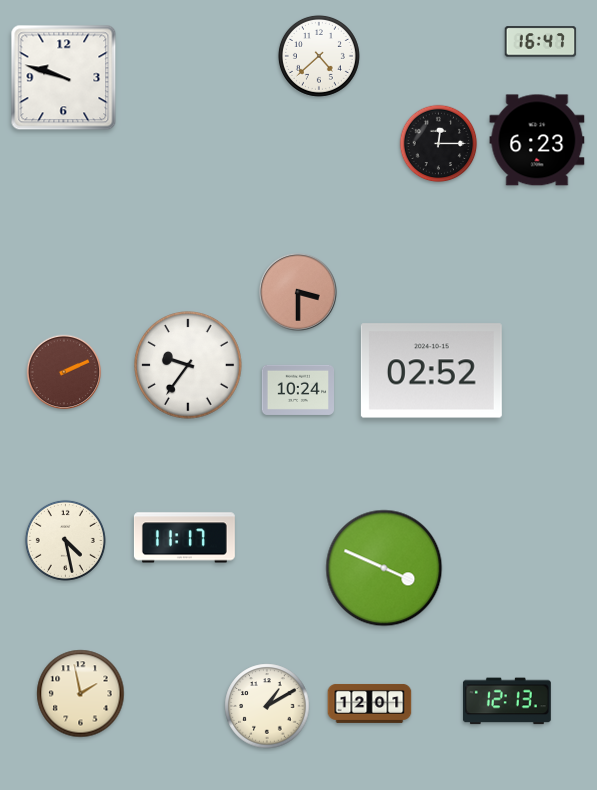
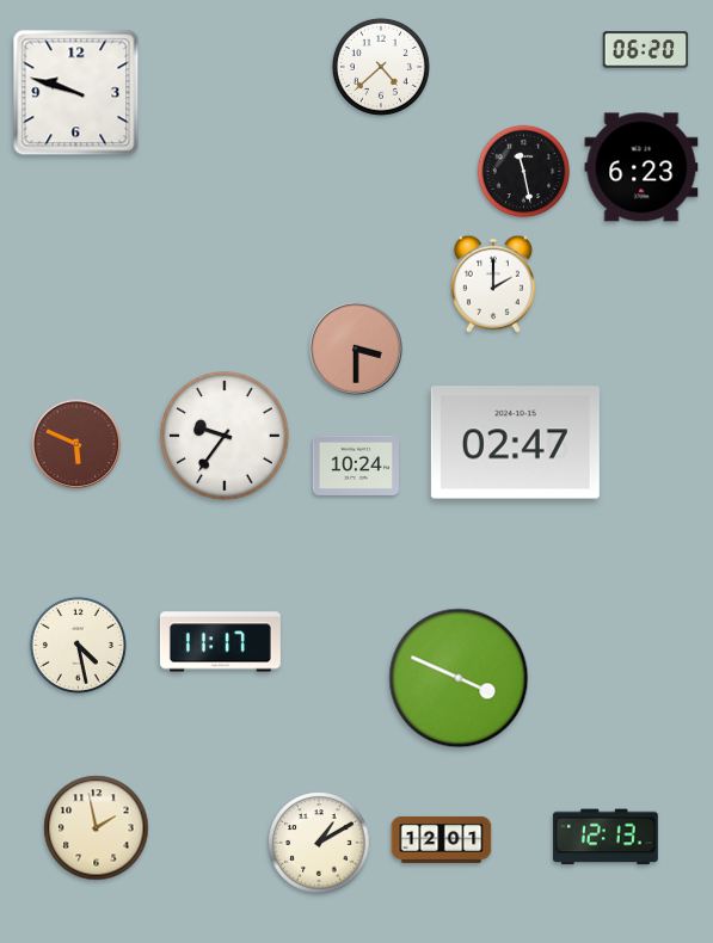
clock at (541, 42): 16:47 -> 06:20
clock at (439, 144): 12:15 -> 11:28
clock at (493, 284): none -> 2:00
clock at (431, 371): 02:52 -> 02:47
clock at (64, 372): 2:11 -> 5:49
